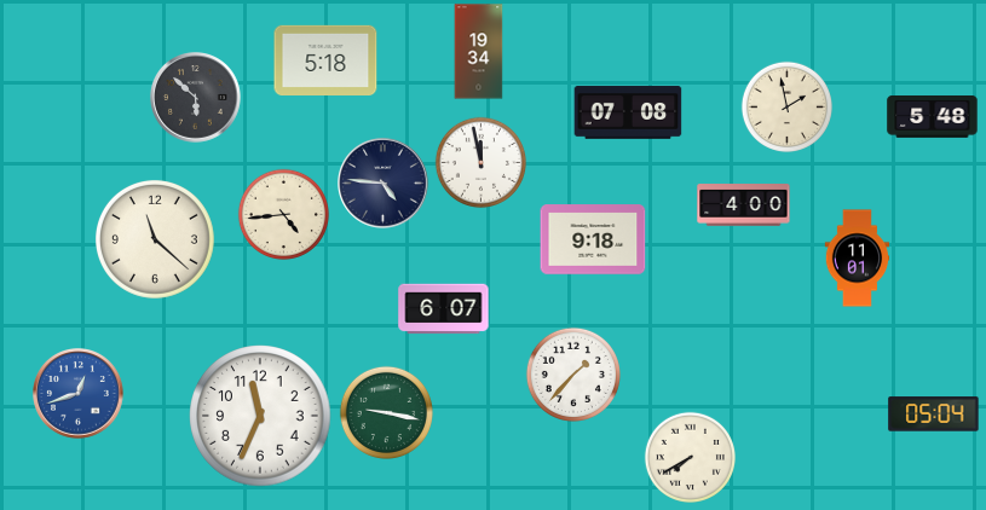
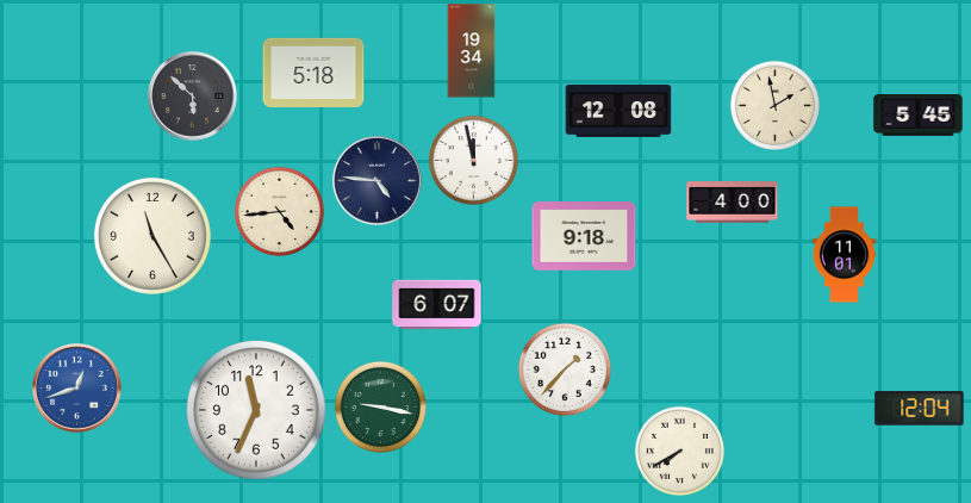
clock at (325, 59) position: (325, 59) -> (313, 72)
clock at (628, 112): 07:08 -> 12:08
clock at (933, 117): 5:48 -> 5:45
clock at (155, 239): 11:22 -> 11:25
clock at (934, 415): 05:04 -> 12:04
